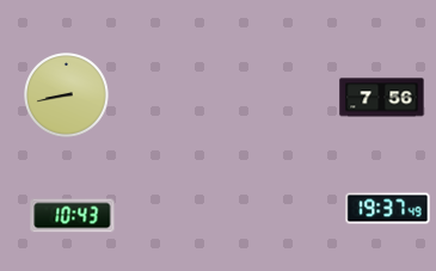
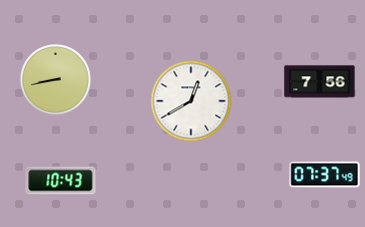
clock at (191, 101): none -> 12:40
clock at (388, 209): 19:37 -> 07:37
